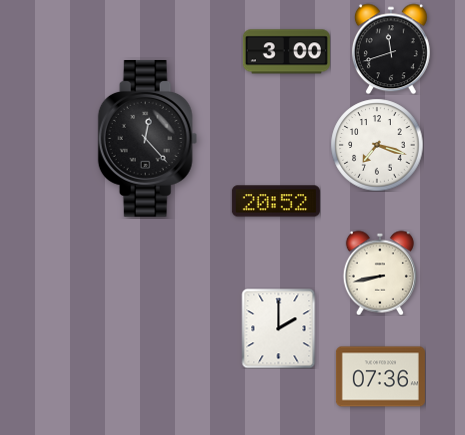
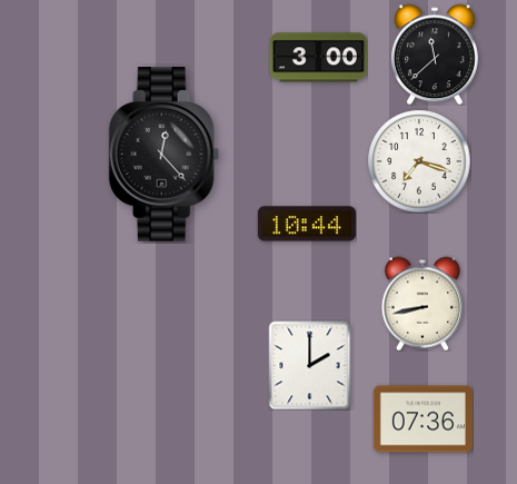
clock at (391, 49): 11:42 -> 11:38
clock at (276, 201): 20:52 -> 10:44
